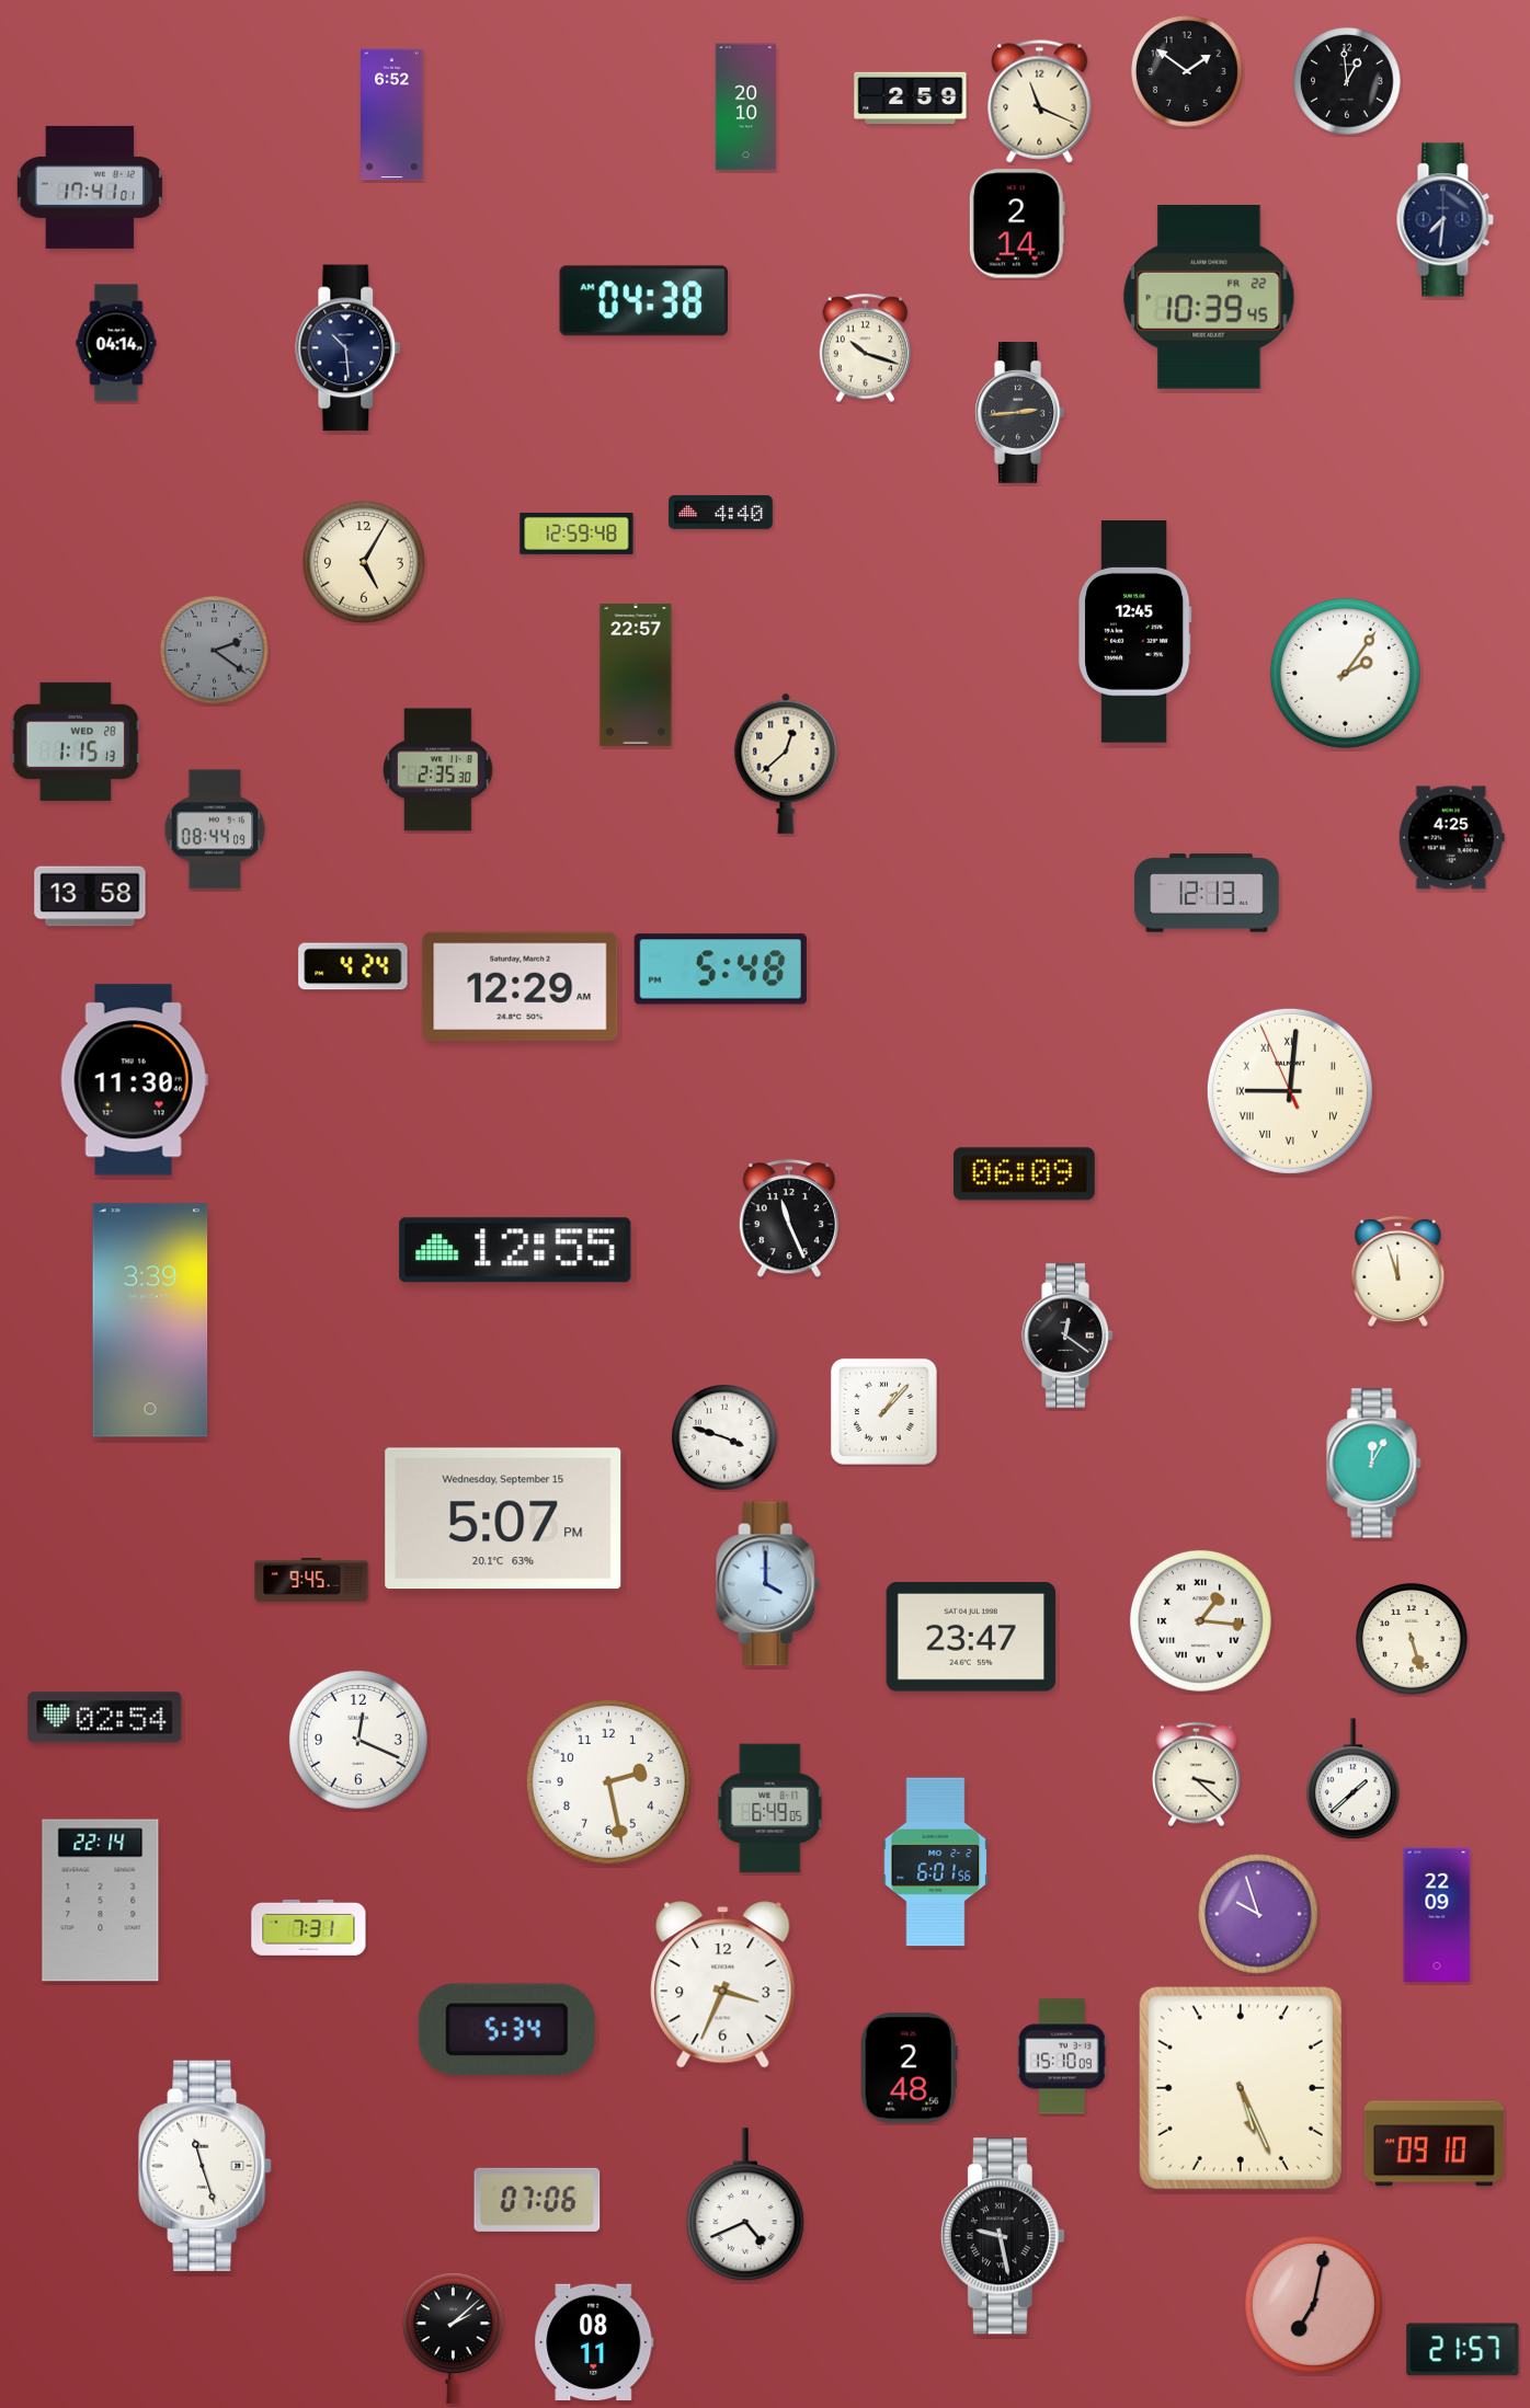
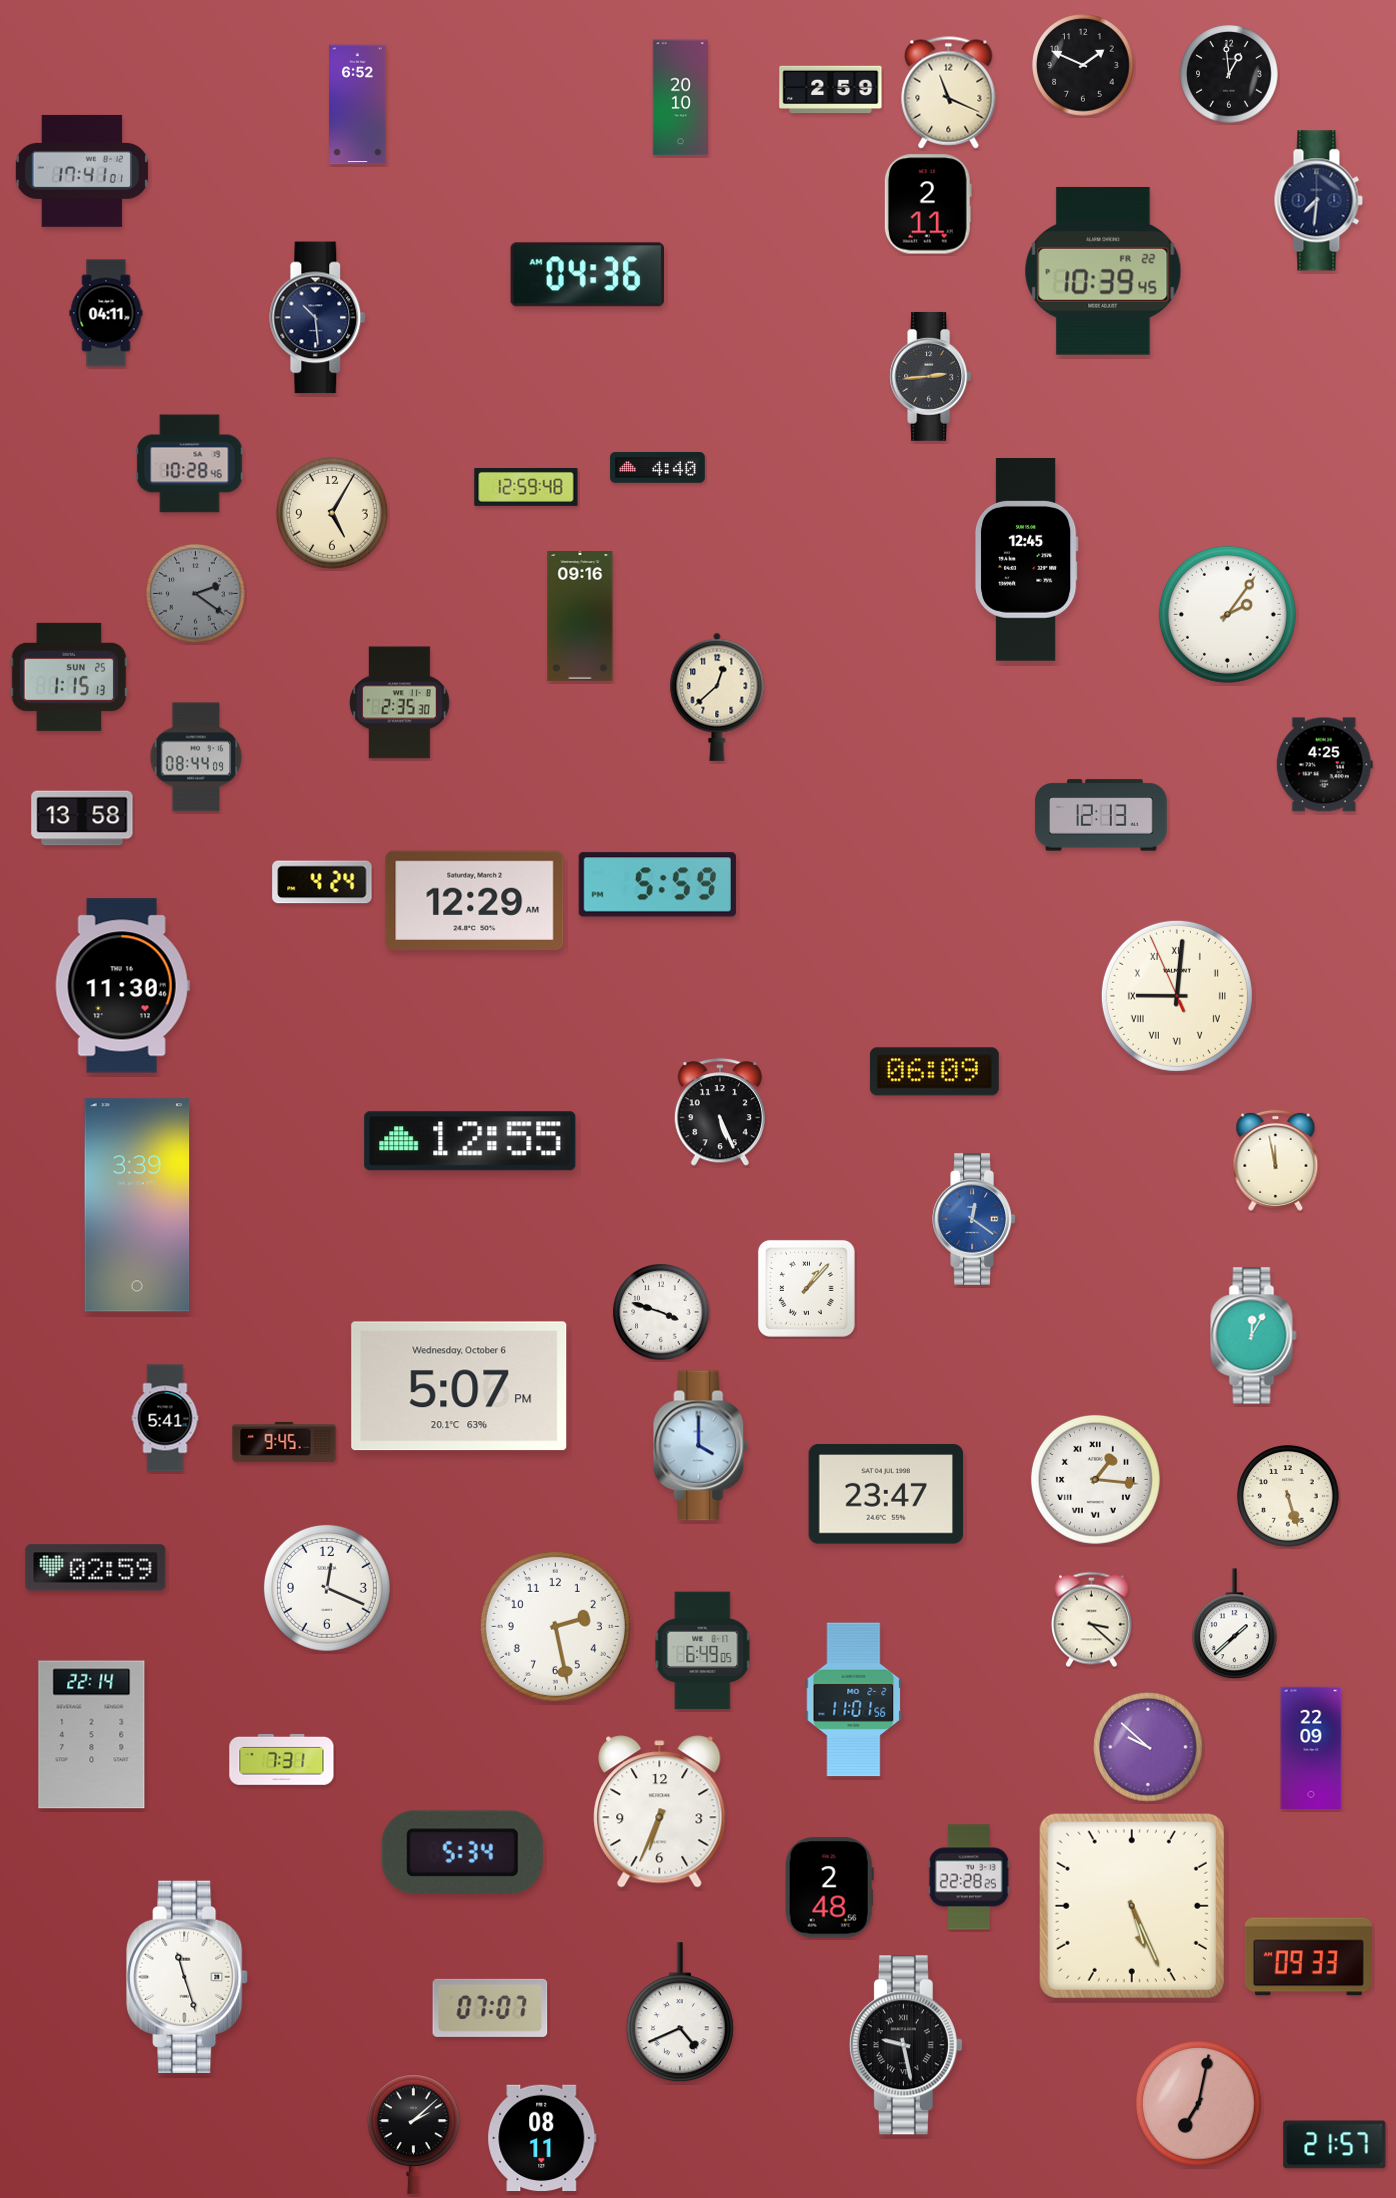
clock at (1187, 71): 1:51 -> 1:49
clock at (1017, 223): 2:14 -> 2:11
clock at (644, 301): 04:38 -> 04:36
clock at (116, 343): 04:14 -> 04:11
clock at (866, 348): 10:18 -> none
clock at (190, 464): none -> 10:28
clock at (1134, 632) position: (1134, 632) -> (1026, 560)
clock at (636, 676): 22:57 -> 09:16
clock at (76, 742) date: WED 28 -> SUN 25
clock at (720, 970): 5:48 -> 5:59
clock at (789, 1219): 11:26 -> 5:26
clock at (1398, 1271): 11:57 -> 11:58
clock at (1067, 1335) dial: black -> blue
clock at (503, 1518) date: Wednesday, September 15 -> Wednesday, October 6
clock at (165, 1418): none -> 5:41
clock at (105, 1718): 02:54 -> 02:59
clock at (936, 1862): 6:01 -> 11:01
clock at (1258, 1914): 9:57 -> 9:52
clock at (723, 1985): 3:34 -> 6:34
clock at (1062, 2056): 15:10 -> 22:28
clock at (1434, 2144): 09:10 -> 09:33
clock at (537, 2200): 07:06 -> 07:07
clock at (1003, 2236) position: (1003, 2236) -> (906, 2045)
